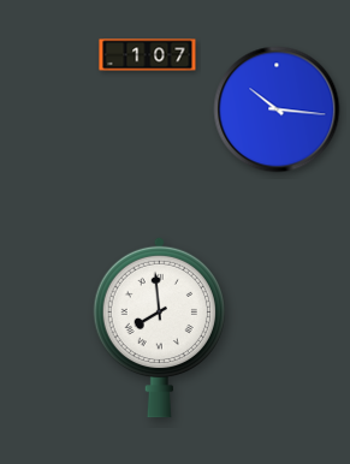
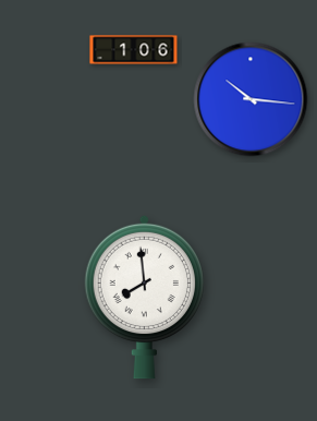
clock at (148, 55): 1:07 -> 1:06
